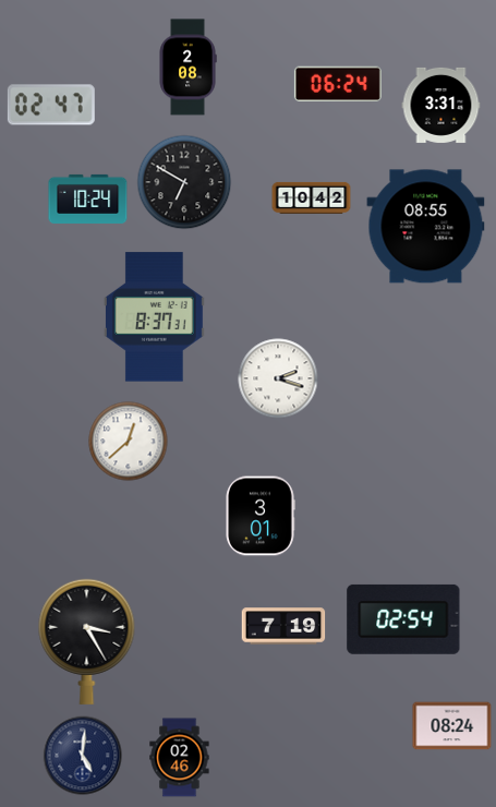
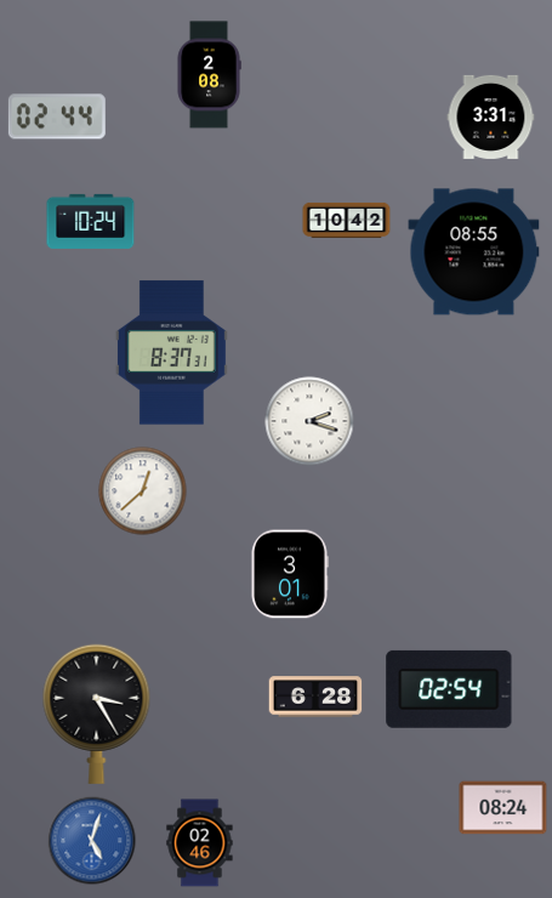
clock at (338, 84): 06:24 -> none
clock at (51, 105): 02:47 -> 02:44
clock at (184, 182): 6:50 -> none
clock at (88, 198) position: (88, 198) -> (91, 221)
clock at (283, 626): 7:19 -> 6:28
clock at (83, 756): 5:01 -> 5:03
clock at (83, 756) dial: navy -> blue
